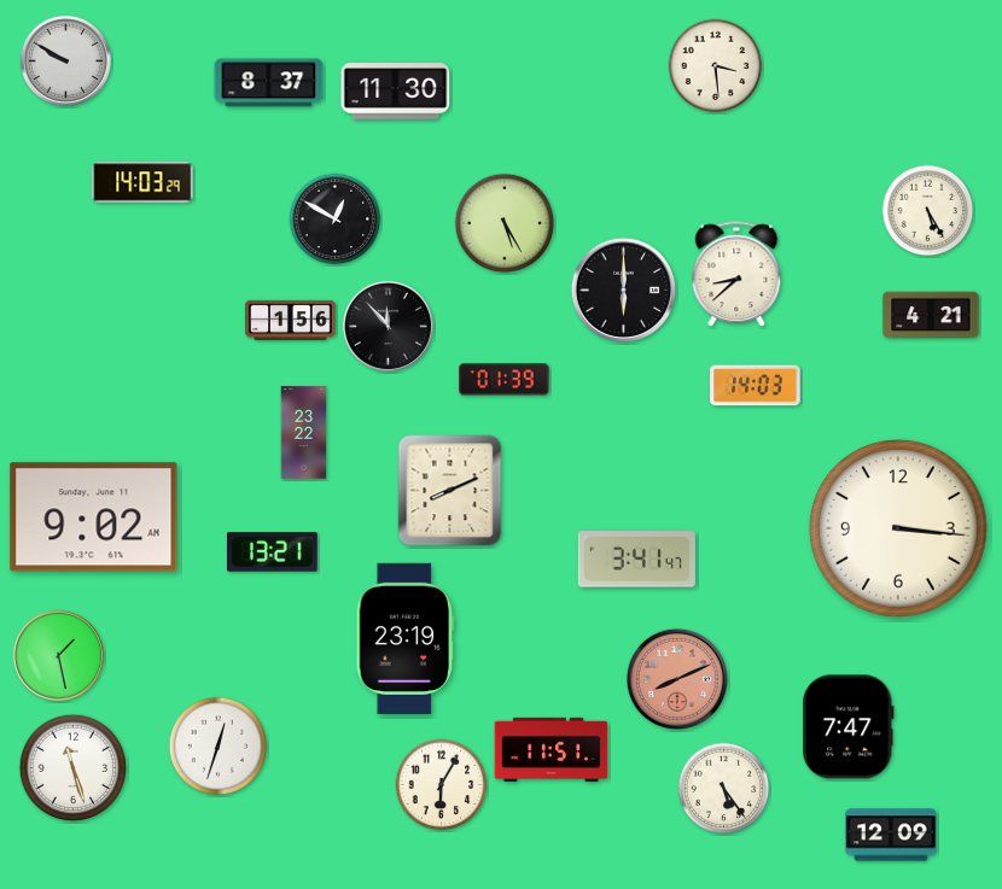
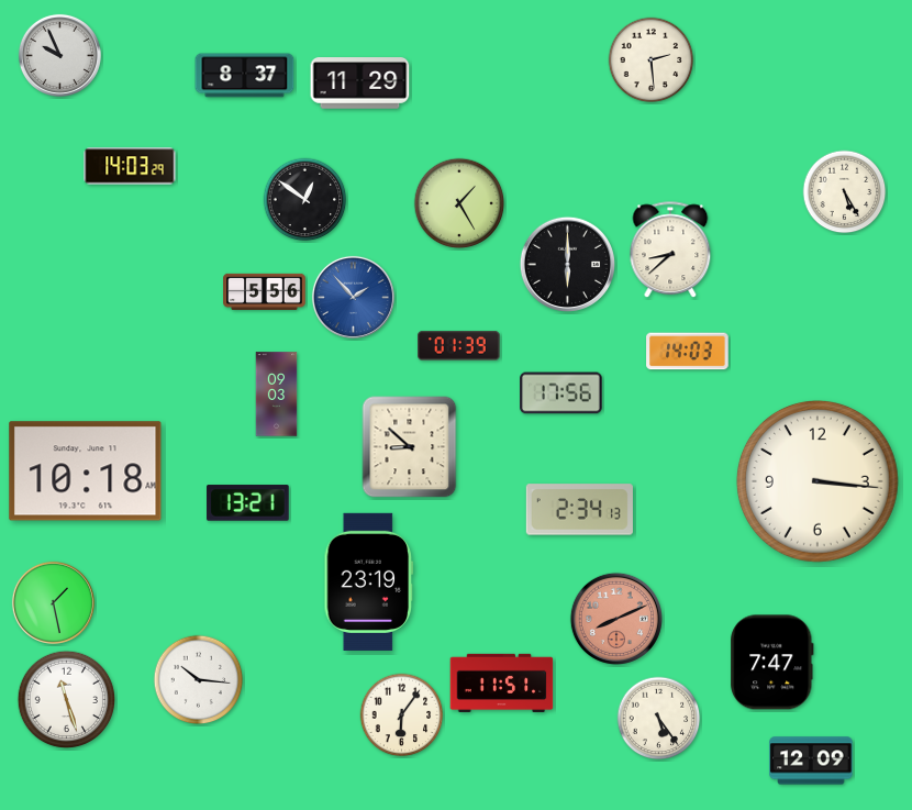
clock at (65, 60): 9:50 -> 9:56
clock at (716, 66): 3:29 -> 2:29
clock at (396, 92): 11:30 -> 11:29
clock at (336, 220): 12:50 -> 12:51
clock at (505, 223): 5:25 -> 1:25
clock at (931, 315): 4:21 -> none
clock at (291, 320): 1:56 -> 5:56
clock at (388, 326): 11:53 -> 1:53
clock at (388, 326) dial: black -> blue
clock at (561, 393): none -> 17:56
clock at (304, 433): 23:22 -> 09:03
clock at (450, 491): 8:11 -> 8:52
clock at (94, 517): 9:02 -> 10:18
clock at (636, 560): 3:41 -> 2:34
clock at (58, 655) position: (58, 655) -> (53, 602)
clock at (219, 747): 12:33 -> 10:16
clock at (442, 785): 6:05 -> 6:06
